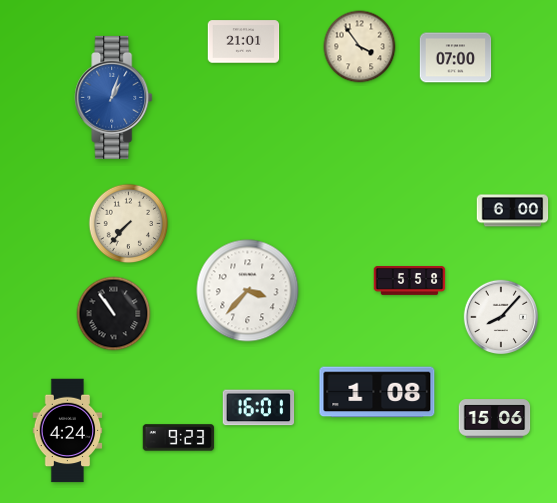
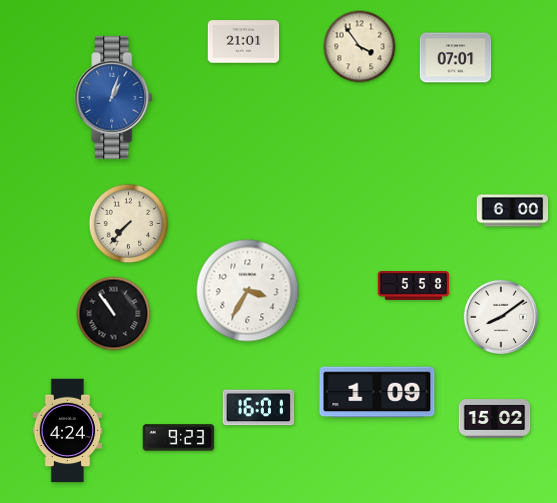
clock at (456, 58): 07:00 -> 07:01
clock at (410, 281) position: (410, 281) -> (414, 286)
clock at (248, 291): 3:37 -> 3:35
clock at (501, 317): 8:07 -> 8:09
clock at (377, 392): 1:08 -> 1:09
clock at (495, 419): 15:06 -> 15:02
